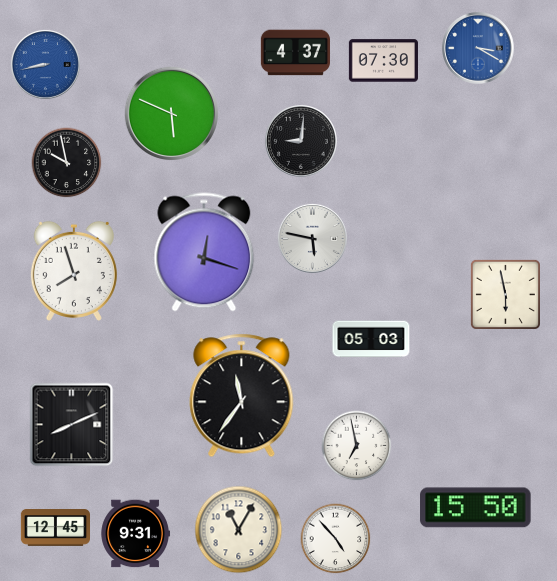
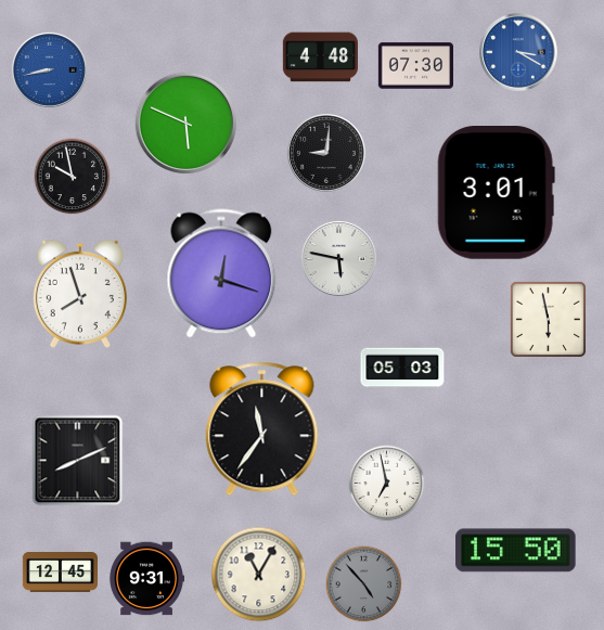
clock at (295, 53): 4:37 -> 4:48
clock at (496, 193): none -> 3:01
clock at (336, 539) dial: white -> grey
